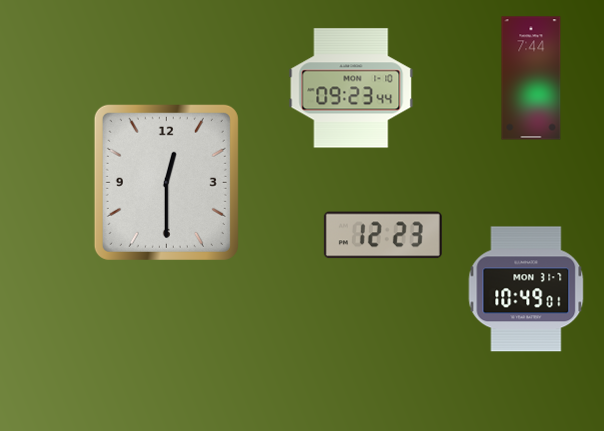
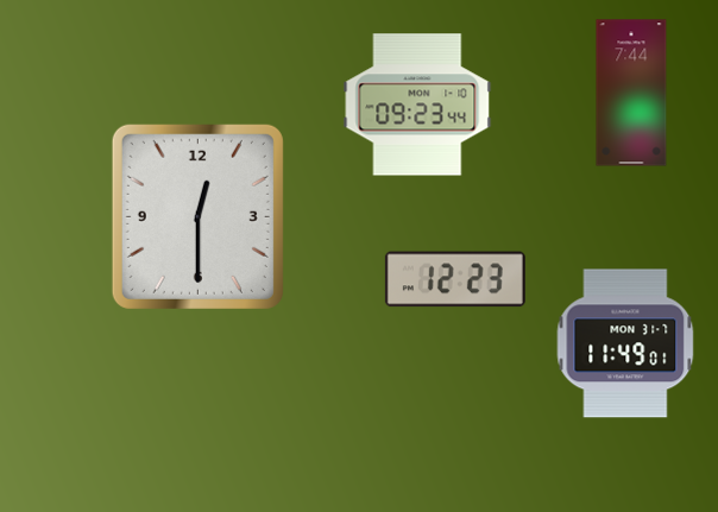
clock at (526, 289): 10:49 -> 11:49
